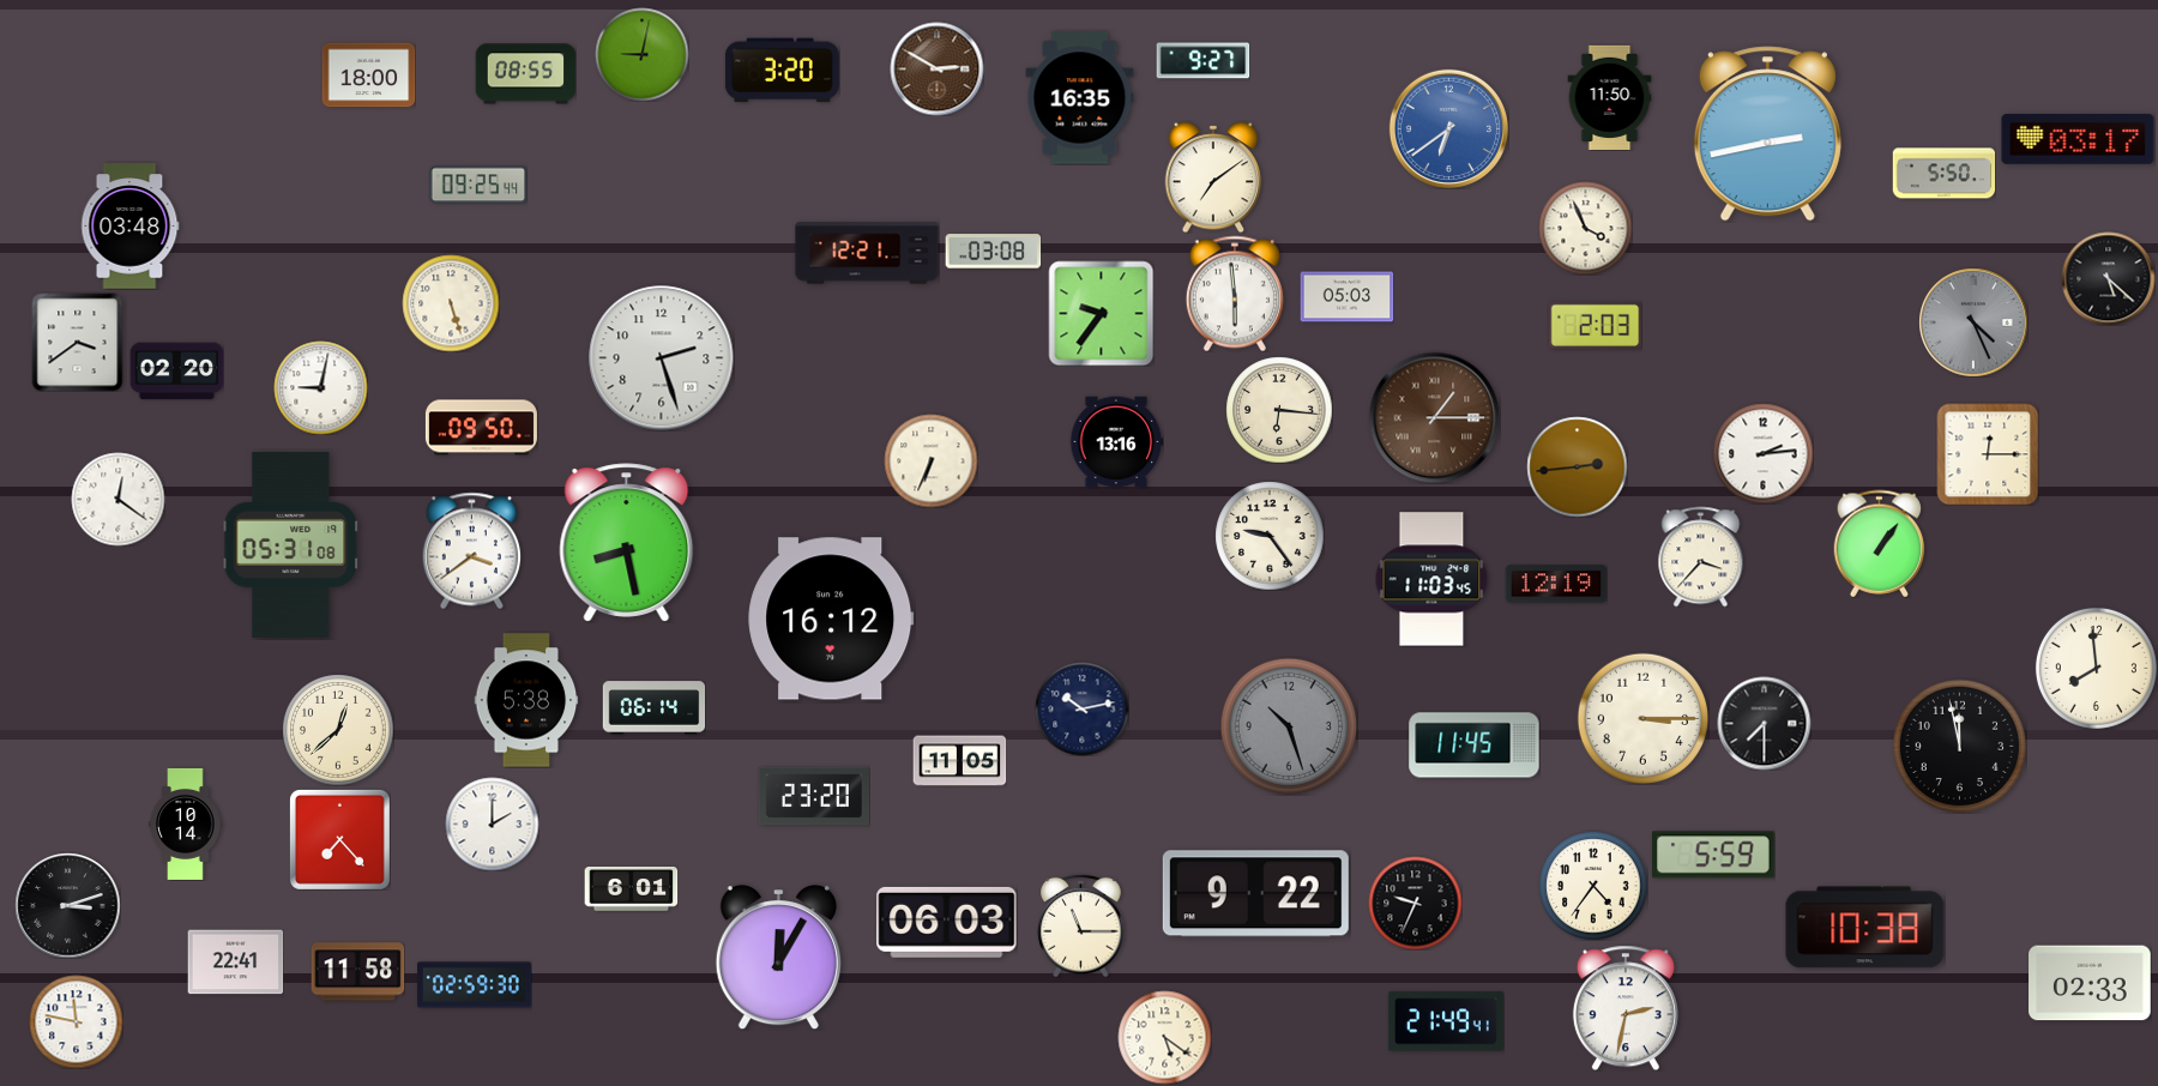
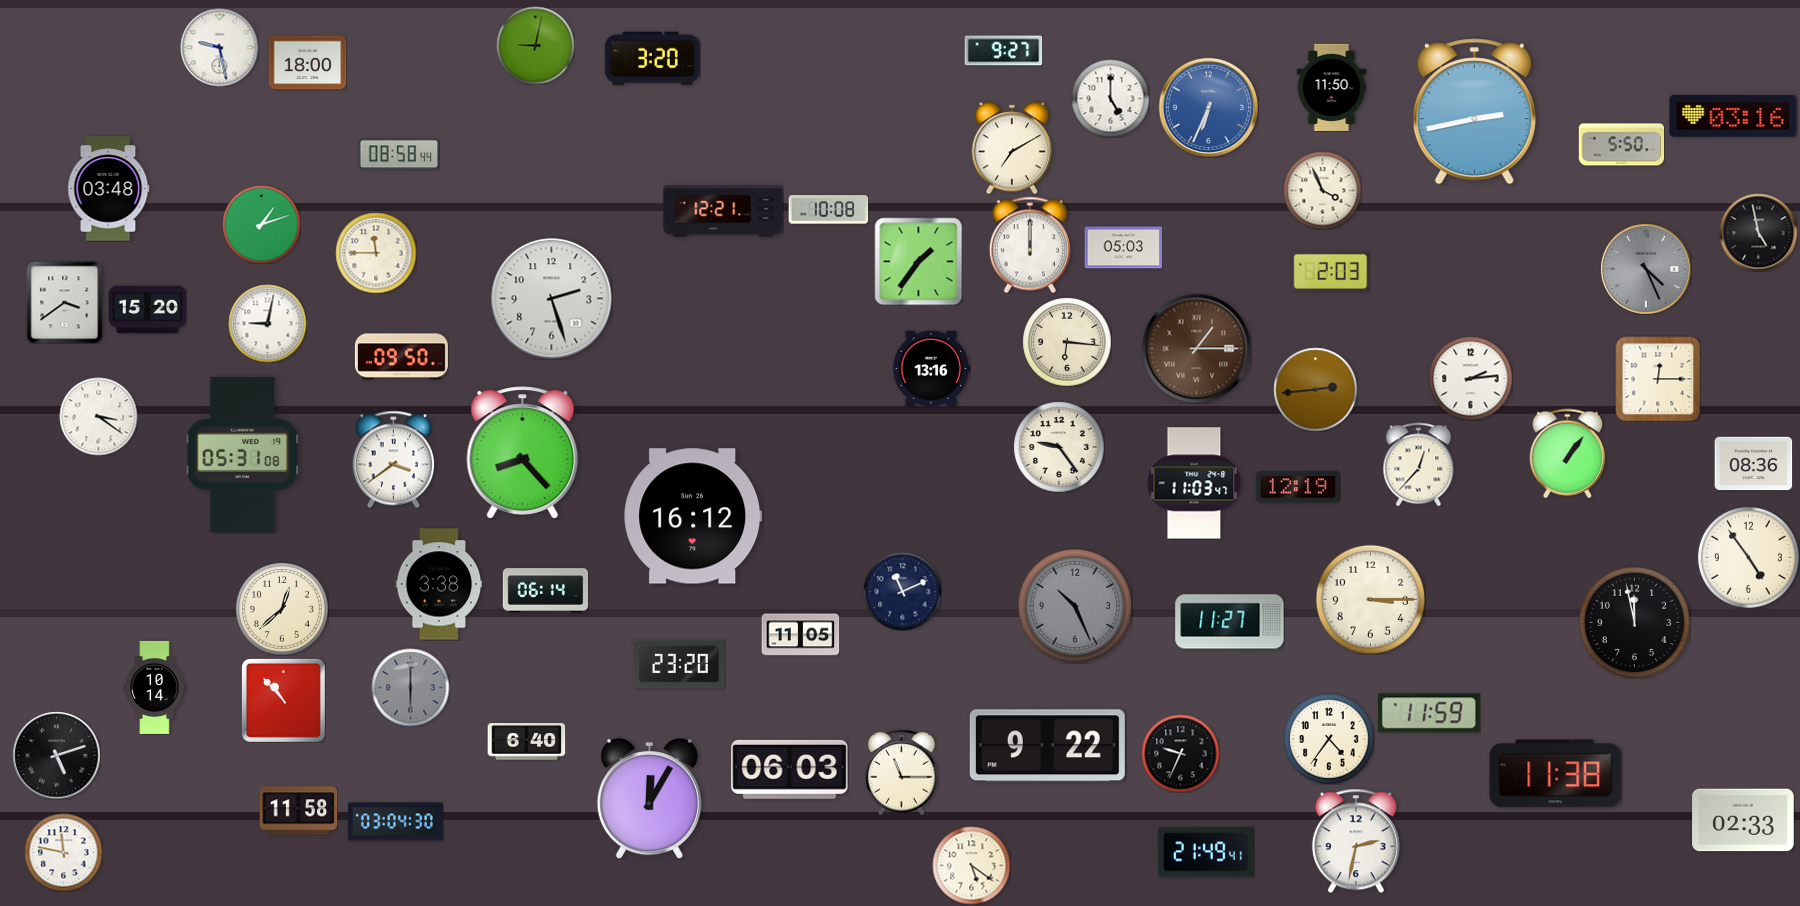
clock at (219, 47): none -> 9:28
clock at (936, 68): 2:50 -> none
clock at (525, 74): 08:55 -> none
clock at (1610, 97) position: (1610, 97) -> (1332, 87)
clock at (1080, 98): 16:35 -> none
clock at (1110, 98): none -> 5:00
clock at (1448, 128): 6:39 -> 6:34
clock at (2078, 139): 03:17 -> 03:16
clock at (1213, 177): 7:09 -> 7:10
clock at (478, 185): 09:25 -> 08:58
clock at (993, 252): 03:08 -> 10:08
clock at (261, 224): none -> 1:12
clock at (2108, 278): 5:22 -> 4:58
clock at (1235, 294): 5:59 -> 12:00
clock at (451, 303): 5:27 -> 11:45
clock at (1101, 313): 9:36 -> 1:36
clock at (78, 342) position: (78, 342) -> (65, 302)
clock at (176, 372): 02:20 -> 15:20
clock at (930, 460): 6:34 -> none
clock at (117, 499): 12:21 -> 3:21
clock at (627, 543): 8:28 -> 8:23
clock at (1701, 556): 3:37 -> 12:37
clock at (1753, 464): none -> 08:36
clock at (1431, 579): 11:03:45 -> 11:03:47
clock at (2096, 668): 7:59 -> 4:54
clock at (526, 700): 5:38 -> 3:38
clock at (1081, 708): 10:13 -> 11:11
clock at (1764, 723): 7:30 -> none
clock at (1289, 726): 10:27 -> 10:26
clock at (1475, 746): 11:45 -> 11:27
clock at (492, 823): 2:00 -> 6:00
clock at (492, 823) dial: white -> grey
clock at (339, 839): 7:23 -> 10:53
clock at (1714, 855): 5:59 -> 11:59
clock at (631, 889): 6:01 -> 6:40
clock at (67, 905): 3:12 -> 5:12
clock at (1865, 928): 10:38 -> 11:38
clock at (235, 963): 22:41 -> none
clock at (474, 985): 02:59 -> 03:04
